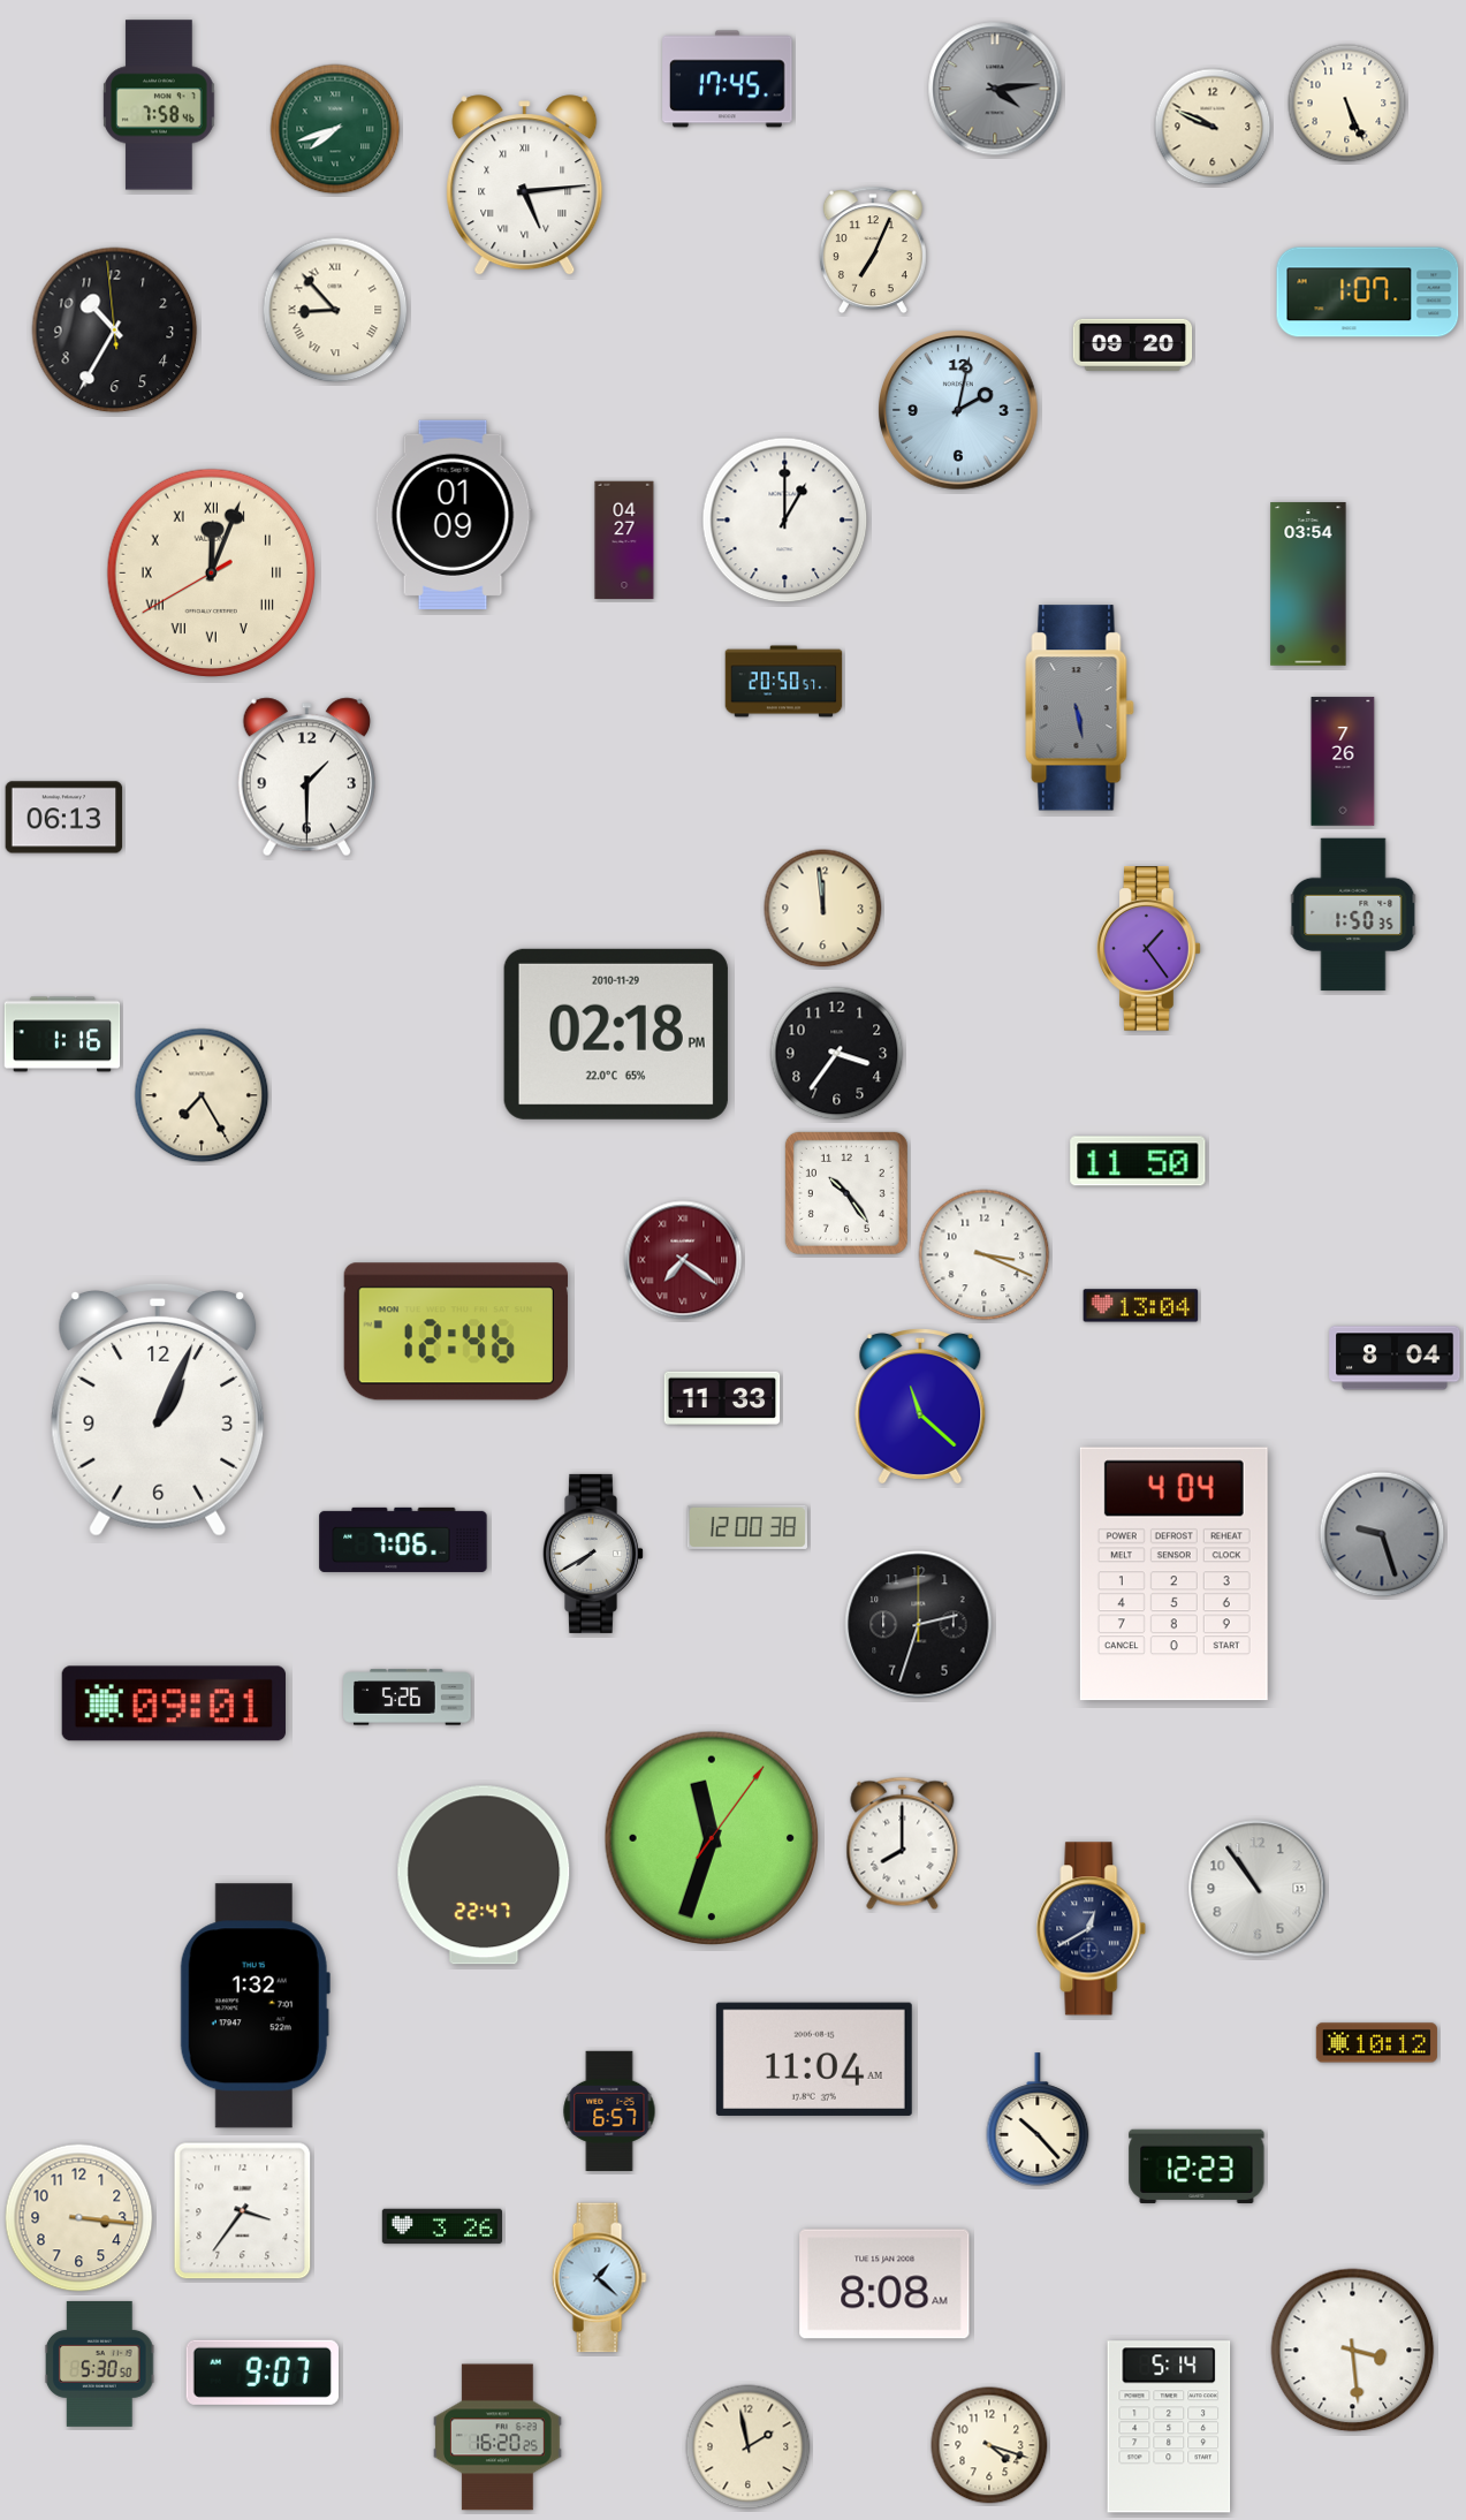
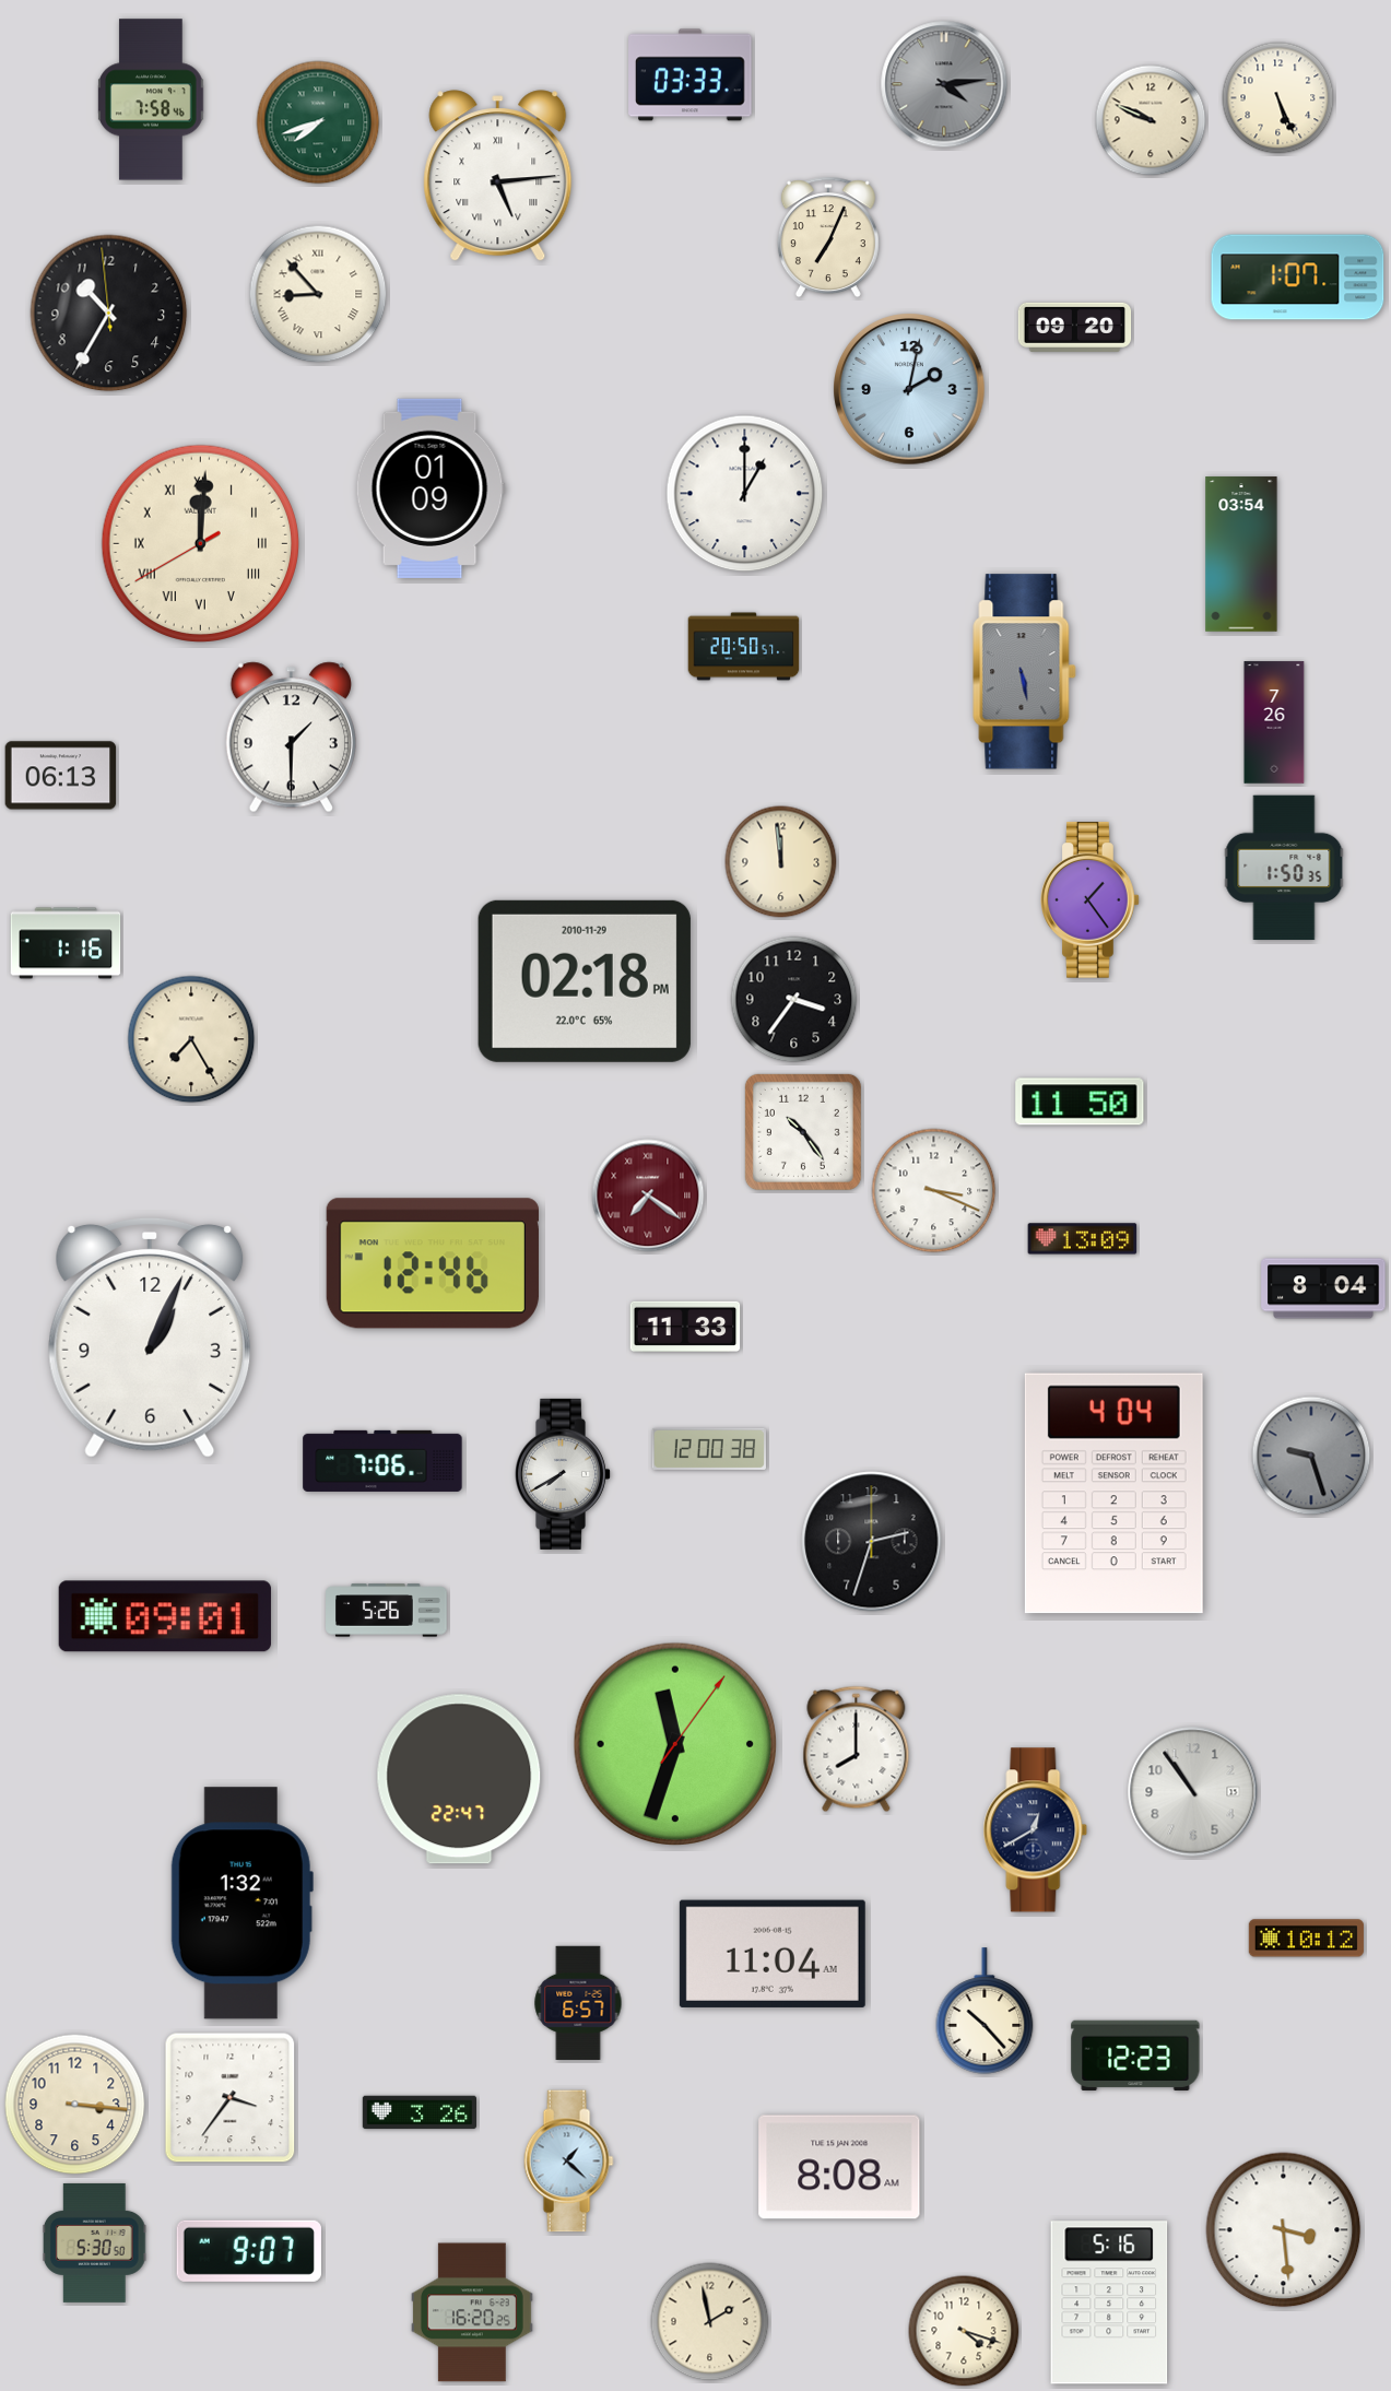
clock at (728, 79): 17:45 -> 03:33
clock at (624, 540): 04:27 -> none
clock at (211, 572): 12:03 -> 12:00
clock at (62, 1034) position: (62, 1034) -> (66, 943)
clock at (1141, 1306): 13:04 -> 13:09
clock at (920, 1406): 11:22 -> none
clock at (1169, 2427): 5:14 -> 5:16
clock at (989, 2445) position: (989, 2445) -> (964, 2331)
